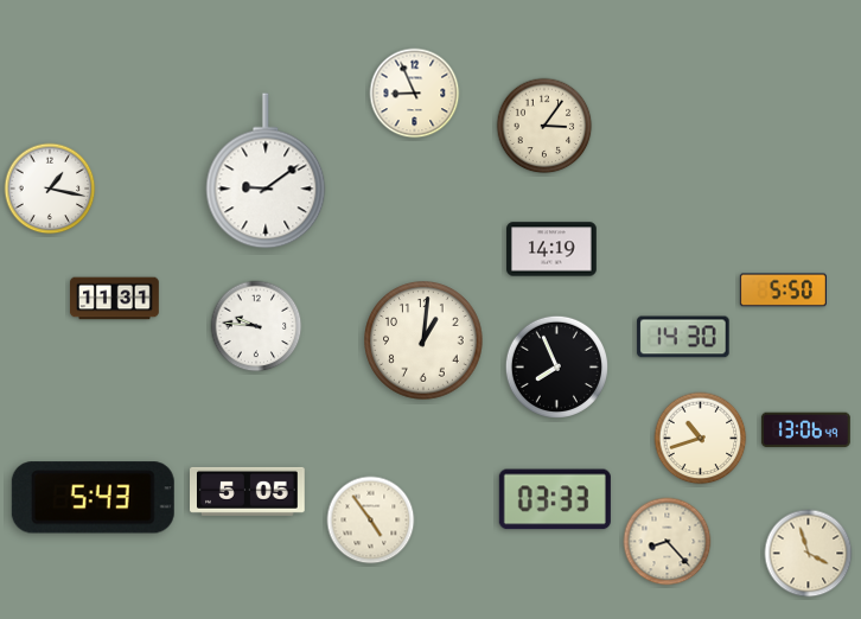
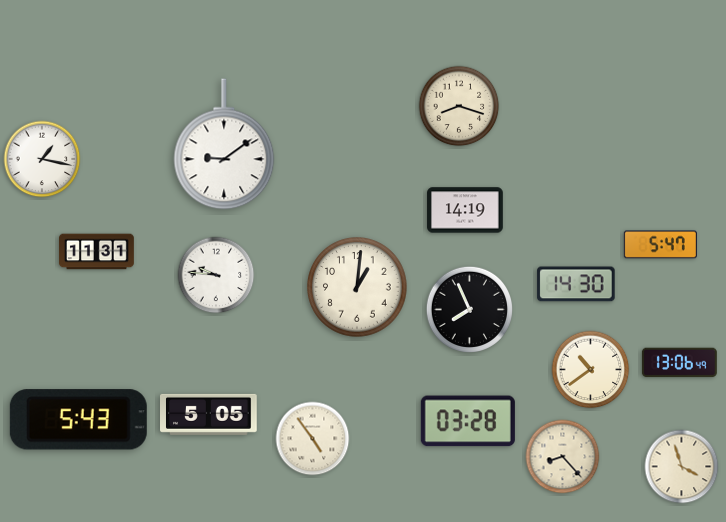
clock at (415, 94): 8:56 -> none
clock at (544, 126): 3:06 -> 8:18
clock at (783, 291): 5:50 -> 5:47
clock at (701, 439): 10:42 -> 10:39
clock at (555, 499): 03:33 -> 03:28
